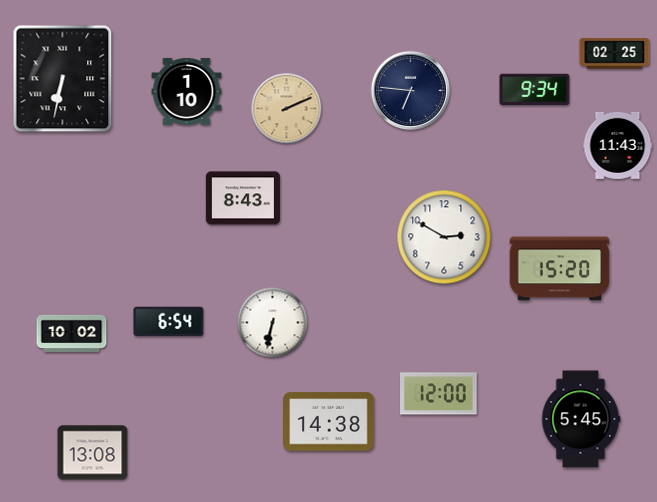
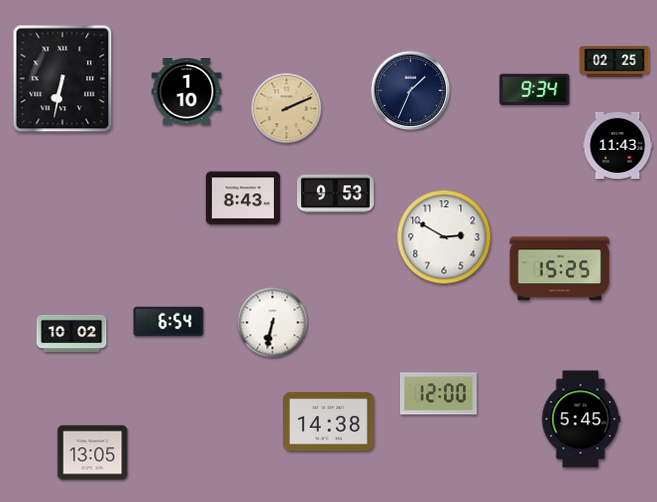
clock at (615, 54) position: (615, 54) -> (615, 62)
clock at (410, 90): 6:46 -> 1:34
clock at (336, 194): none -> 9:53
clock at (560, 269): 15:20 -> 15:25
clock at (93, 453): 13:08 -> 13:05
